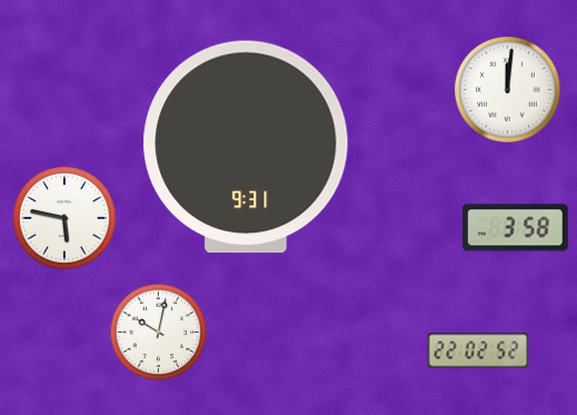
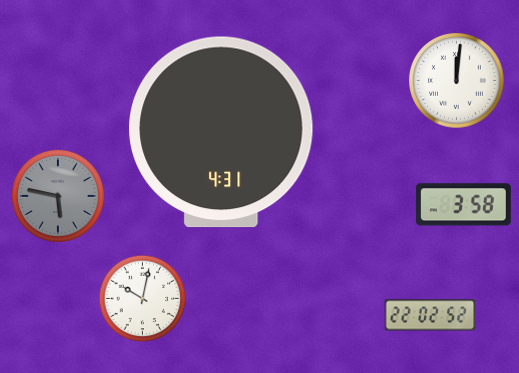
clock at (246, 147): 9:31 -> 4:31
clock at (64, 218) dial: white -> grey
